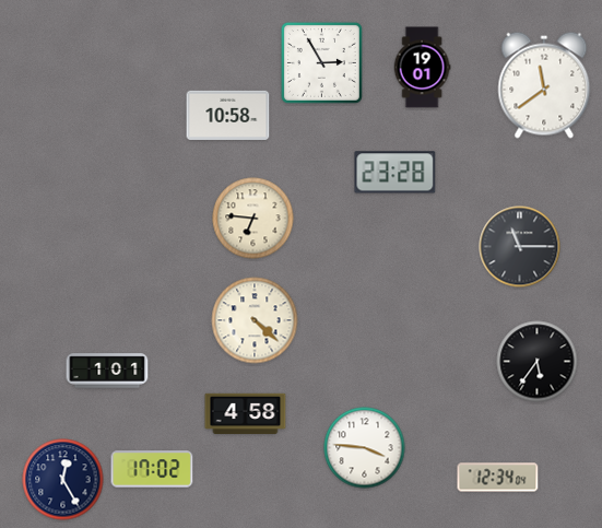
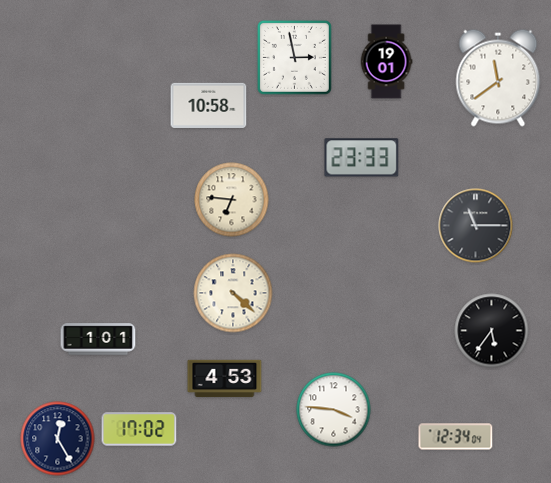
clock at (321, 62): 2:55 -> 2:58
clock at (396, 173): 23:28 -> 23:33
clock at (246, 414): 4:58 -> 4:53
